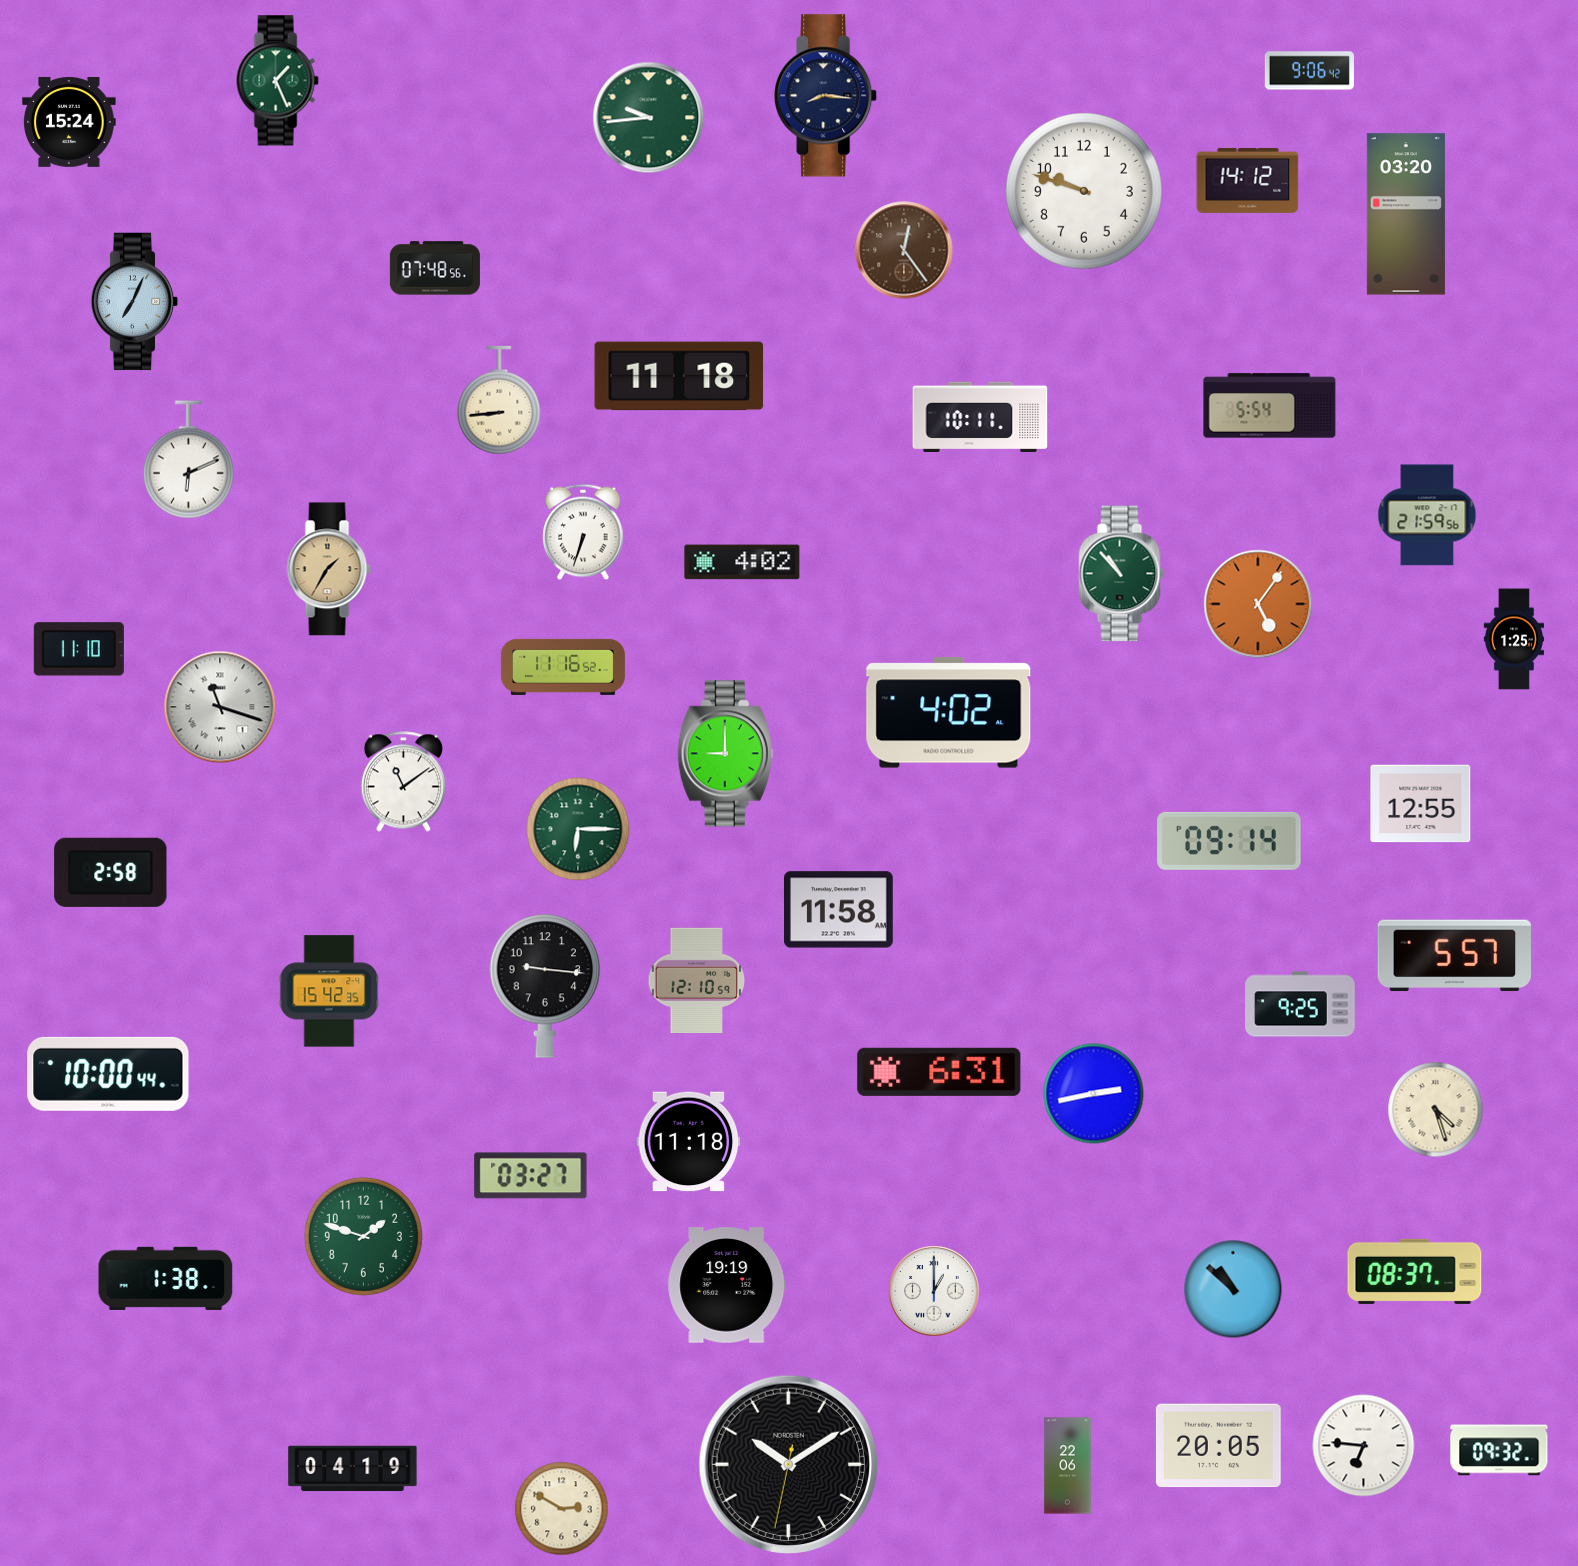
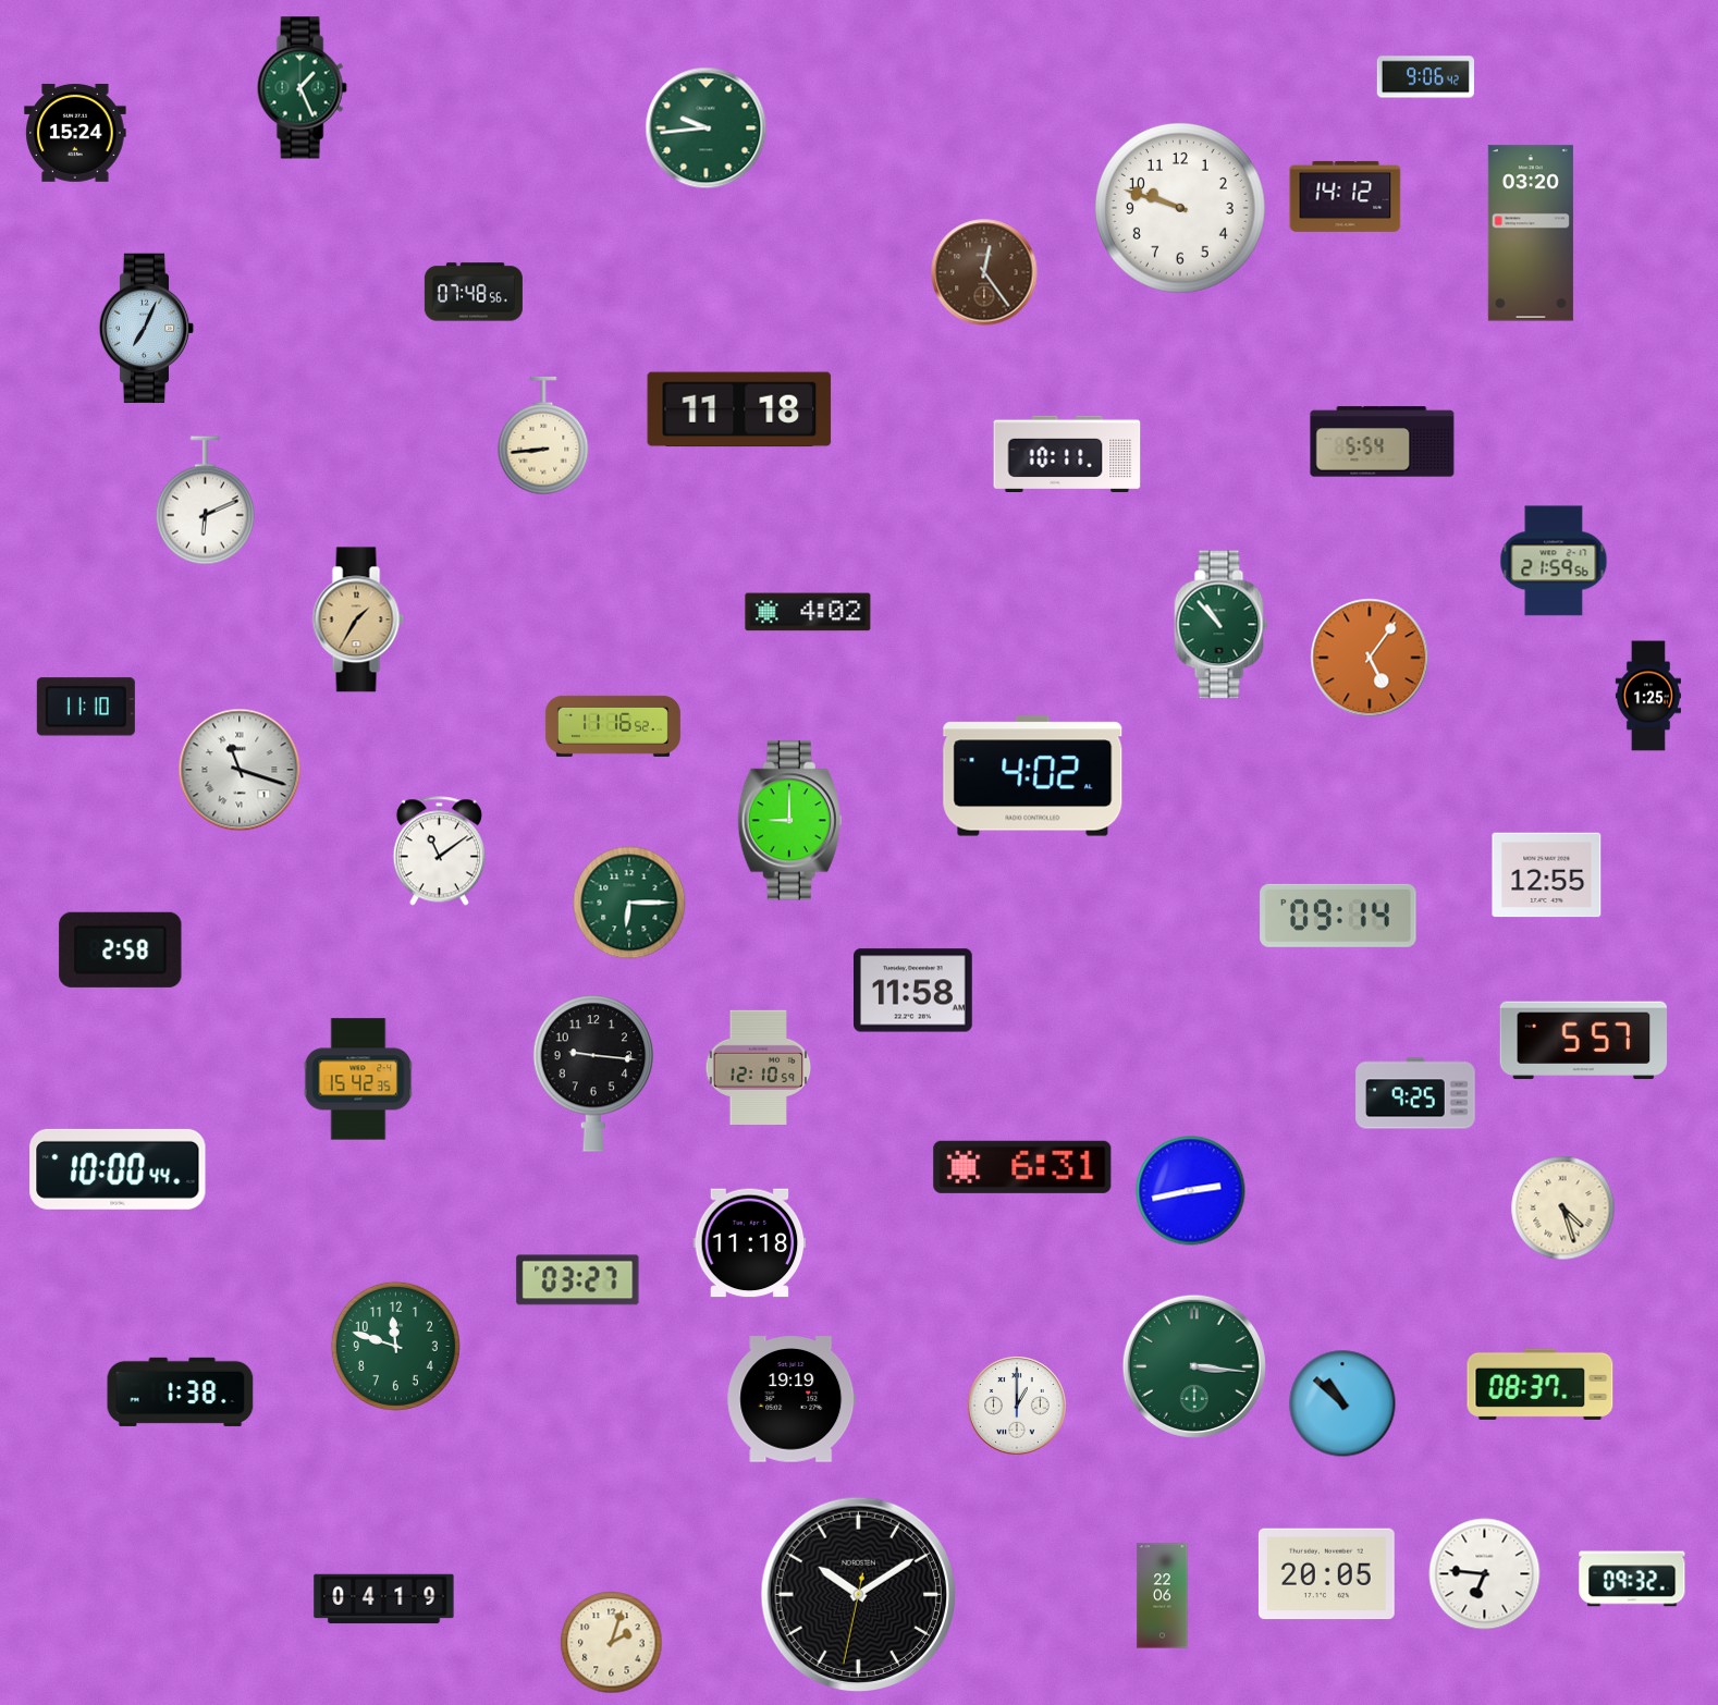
clock at (826, 96): 8:16 -> none
clock at (1248, 180) position: (1248, 180) -> (1346, 196)
clock at (583, 532): 6:33 -> none
clock at (363, 1236): 1:48 -> 11:48
clock at (1194, 1366): none -> 3:16
clock at (562, 1509): 2:50 -> 2:03
